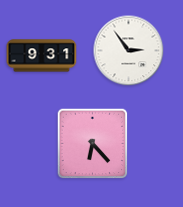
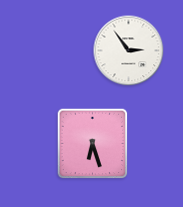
clock at (42, 56): 9:31 -> none
clock at (93, 144): 6:23 -> 6:27
